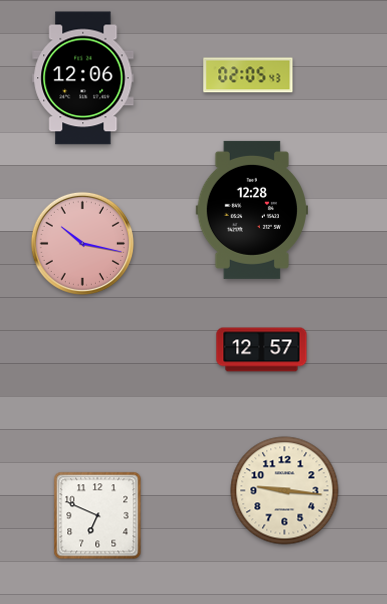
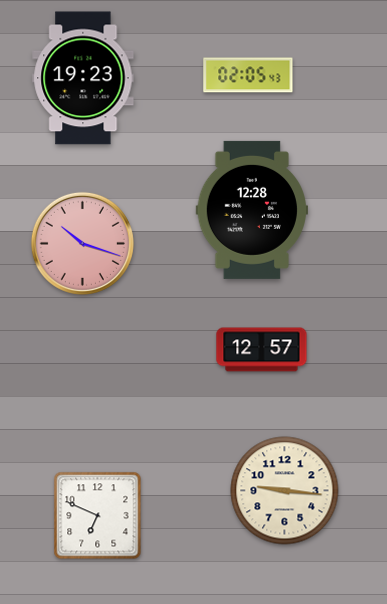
clock at (83, 78): 12:06 -> 19:23
clock at (82, 243): 10:17 -> 10:18
